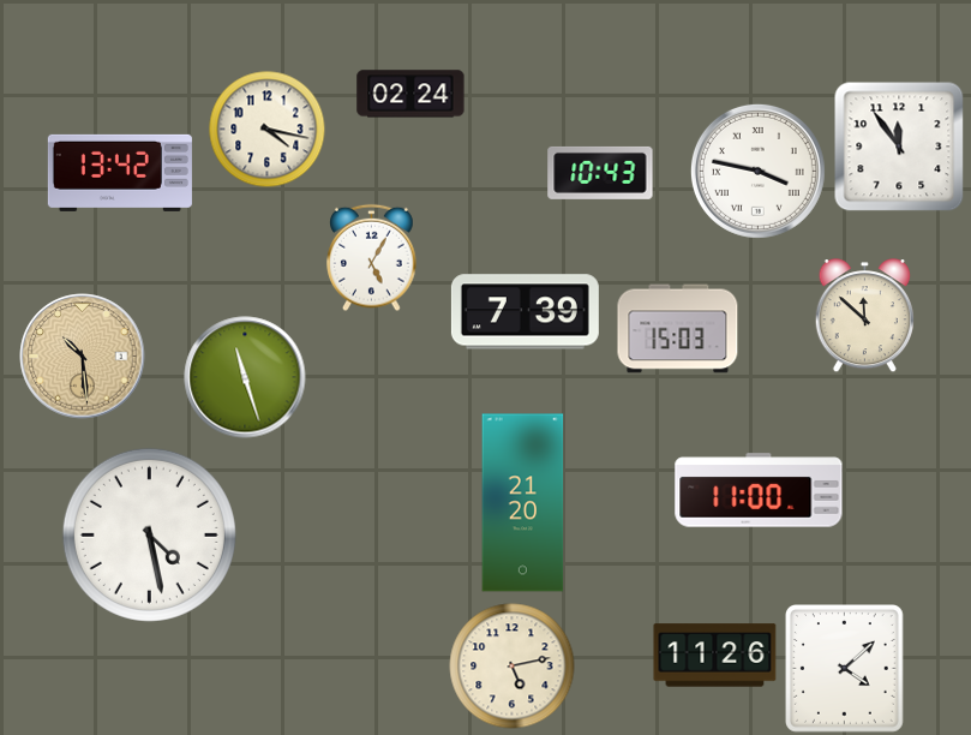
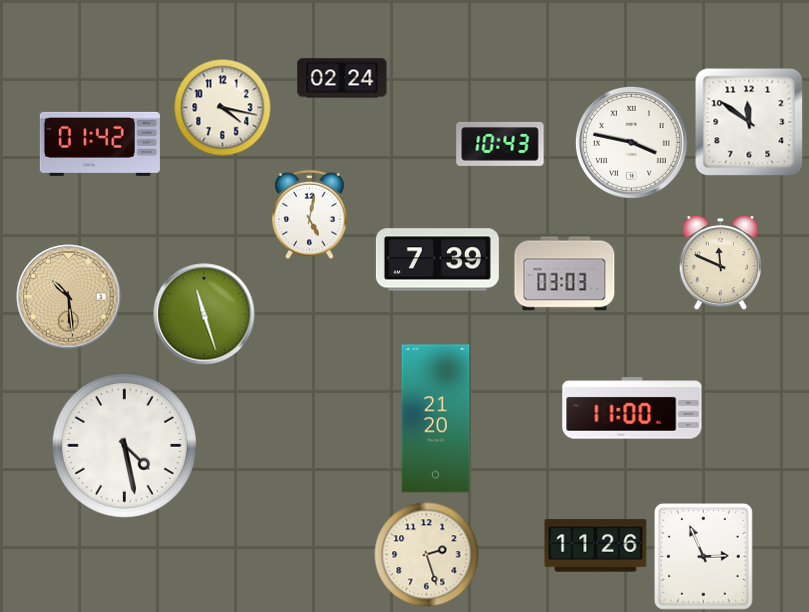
clock at (899, 147): 11:54 -> 11:51
clock at (120, 173): 13:42 -> 01:42
clock at (372, 257): 5:05 -> 5:02
clock at (864, 316): 11:52 -> 11:49
clock at (678, 329): 15:03 -> 03:03
clock at (513, 667): 5:13 -> 2:27
clock at (845, 669): 4:08 -> 2:56
